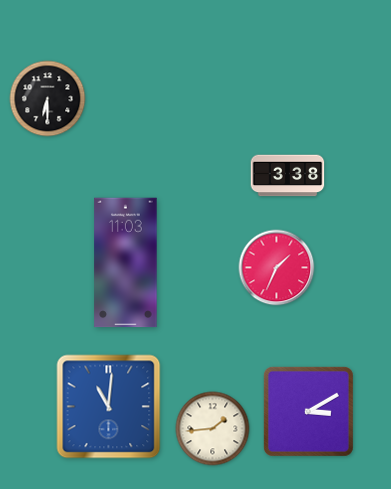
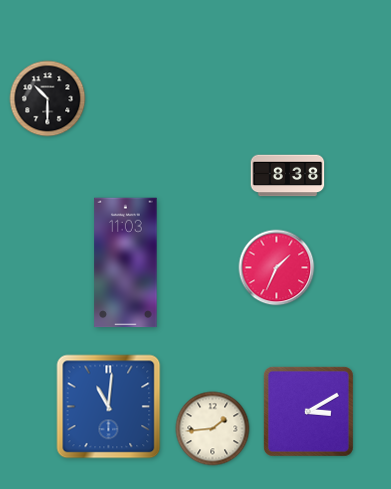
clock at (48, 99): 6:30 -> 10:30
clock at (288, 176): 3:38 -> 8:38
